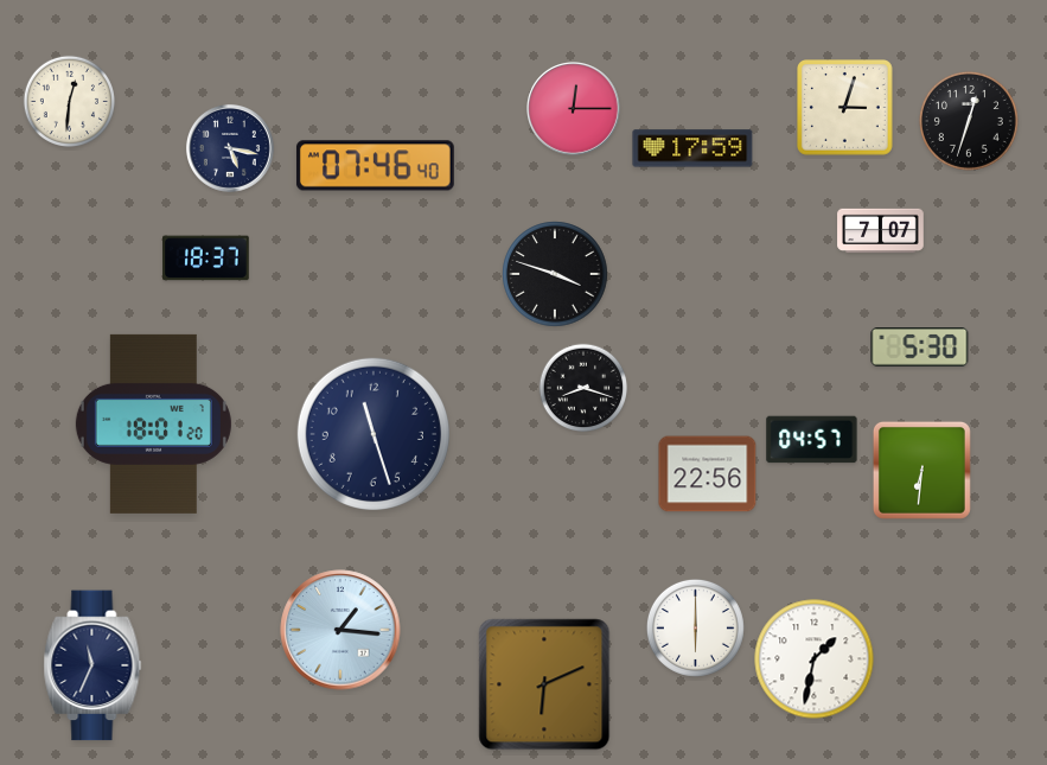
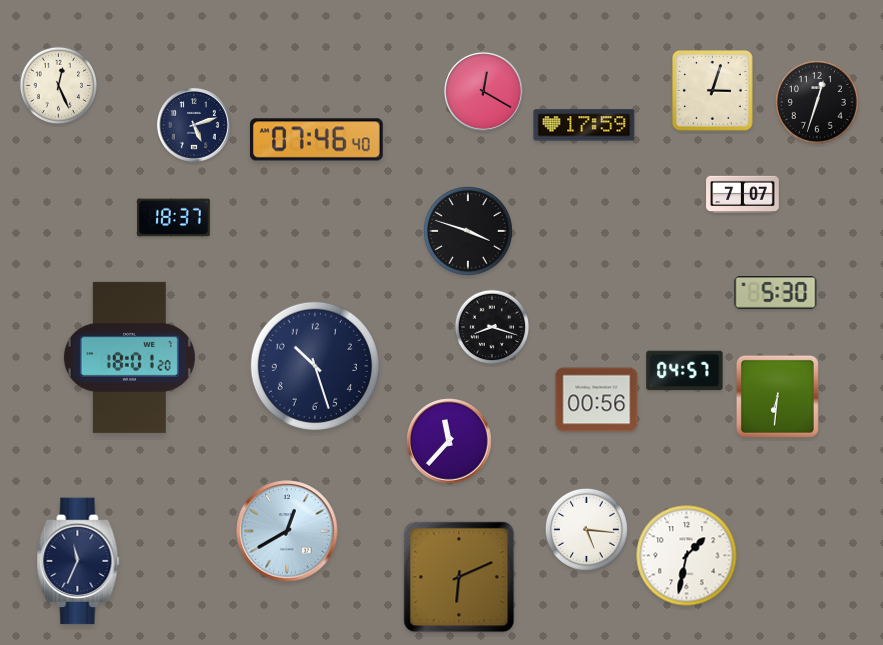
clock at (69, 101): 12:31 -> 12:26
clock at (574, 109): 12:15 -> 12:20
clock at (230, 148): 5:17 -> 5:12
clock at (374, 434): 11:27 -> 10:27
clock at (708, 474): 22:56 -> 00:56
clock at (449, 441): none -> 11:37
clock at (695, 627): 6:00 -> 5:16
clock at (340, 630): 1:16 -> 12:40
